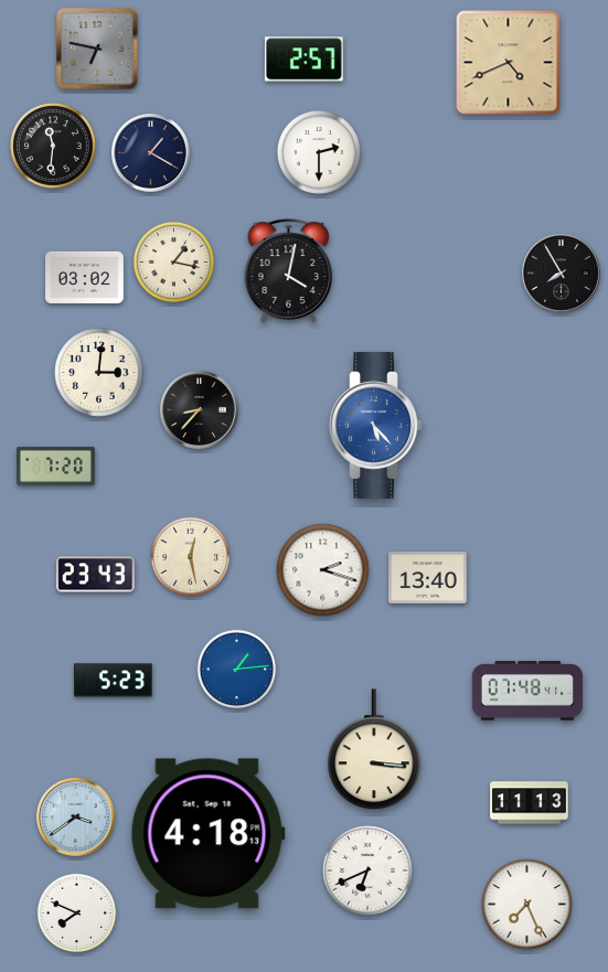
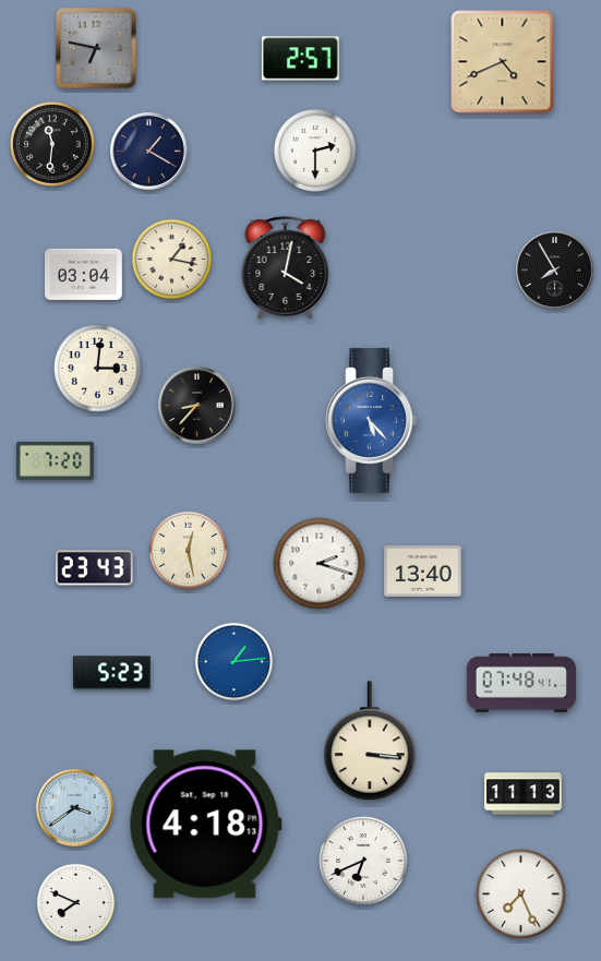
clock at (85, 277): 03:02 -> 03:04
